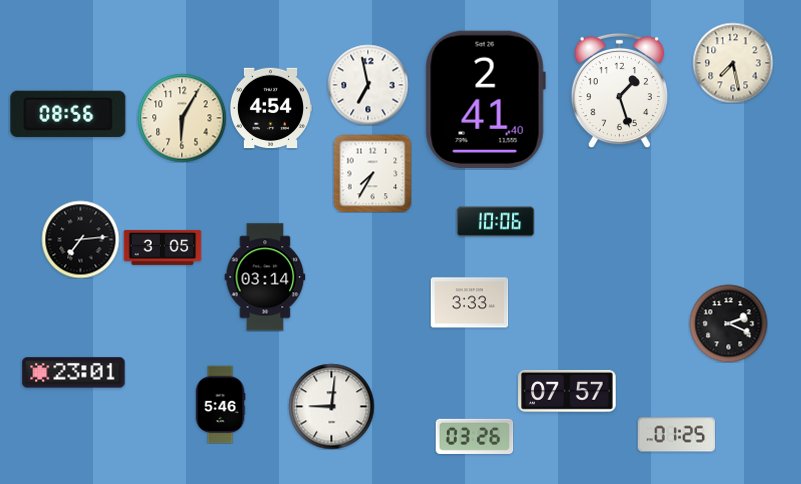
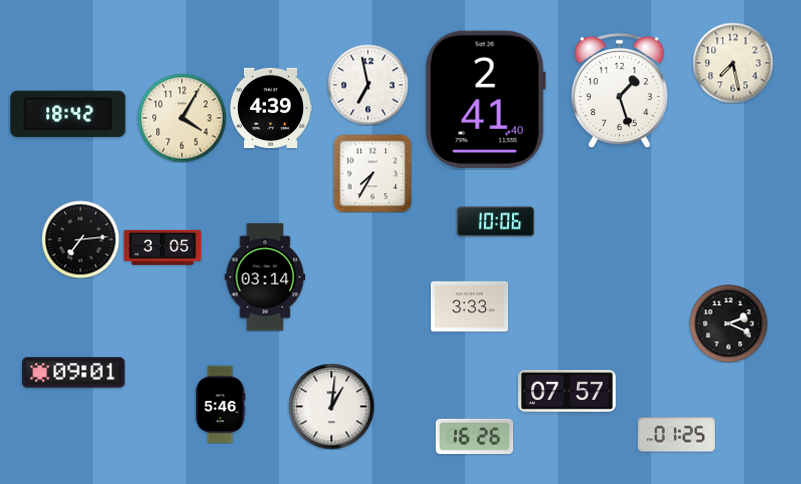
clock at (270, 108): 4:54 -> 4:39
clock at (68, 114): 08:56 -> 18:42
clock at (182, 118): 6:05 -> 4:05
clock at (469, 303) position: (469, 303) -> (469, 307)
clock at (74, 373): 23:01 -> 09:01
clock at (331, 406): 9:01 -> 1:01
clock at (474, 436): 03:26 -> 16:26
